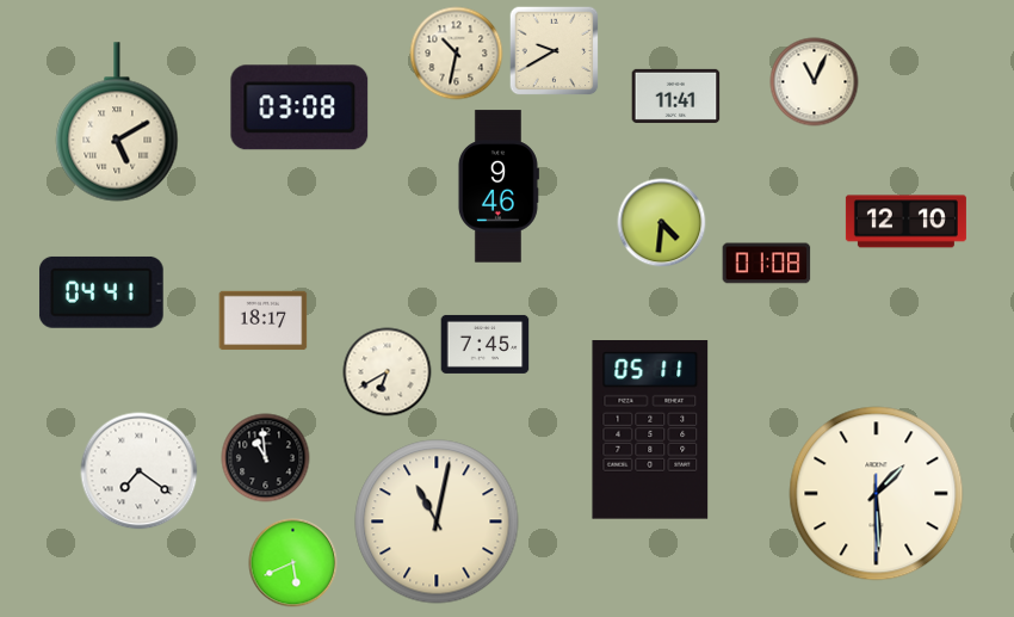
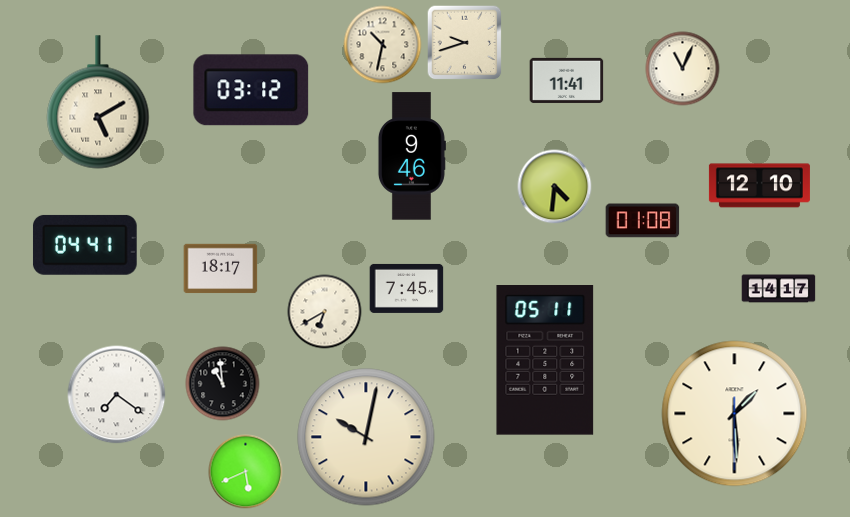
clock at (555, 51): 9:40 -> 9:42
clock at (299, 107): 03:08 -> 03:12
clock at (497, 186) position: (497, 186) -> (411, 156)
clock at (779, 289): none -> 14:17
clock at (437, 522): 11:02 -> 10:02
